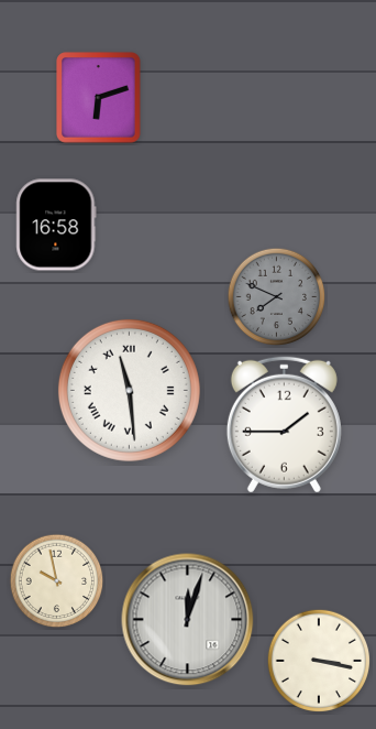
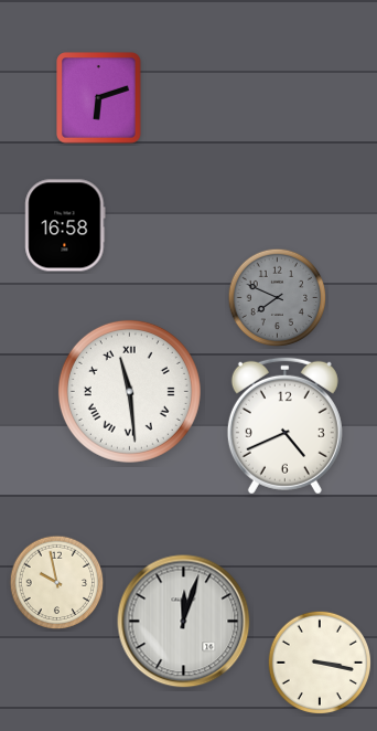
clock at (56, 225) position: (56, 225) -> (65, 225)
clock at (284, 424): 1:45 -> 4:41
clock at (188, 620) position: (188, 620) -> (184, 622)
